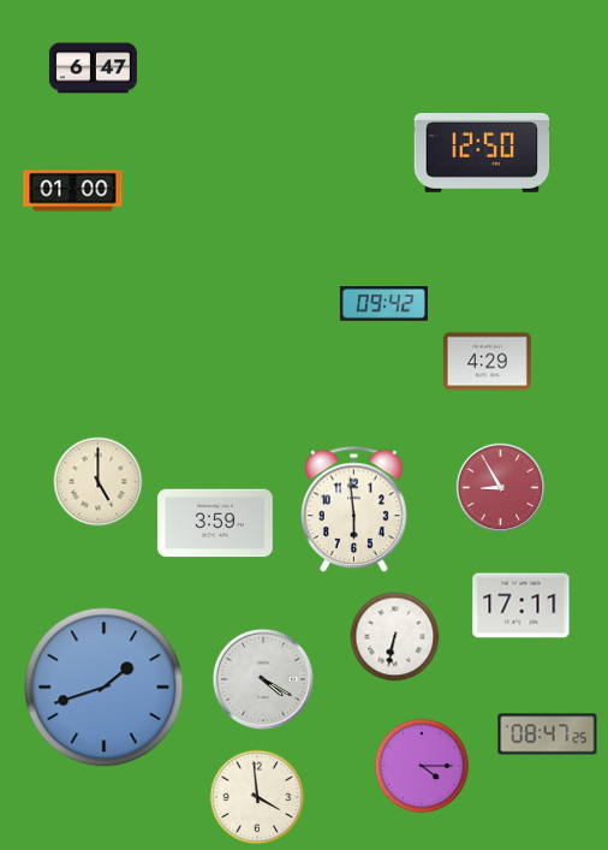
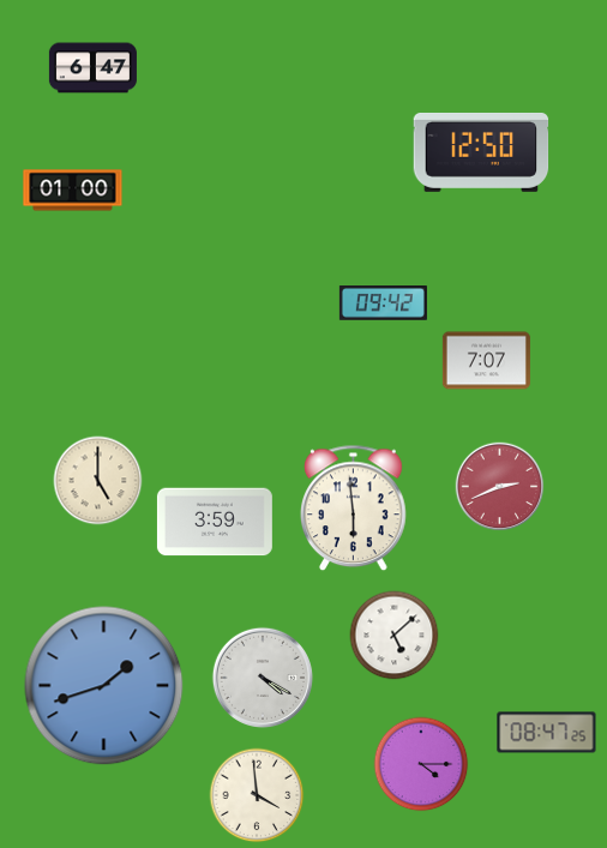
clock at (487, 362): 4:29 -> 7:07
clock at (501, 488): 8:55 -> 2:41
clock at (521, 606): 17:11 -> none
clock at (395, 637): 6:32 -> 5:08
